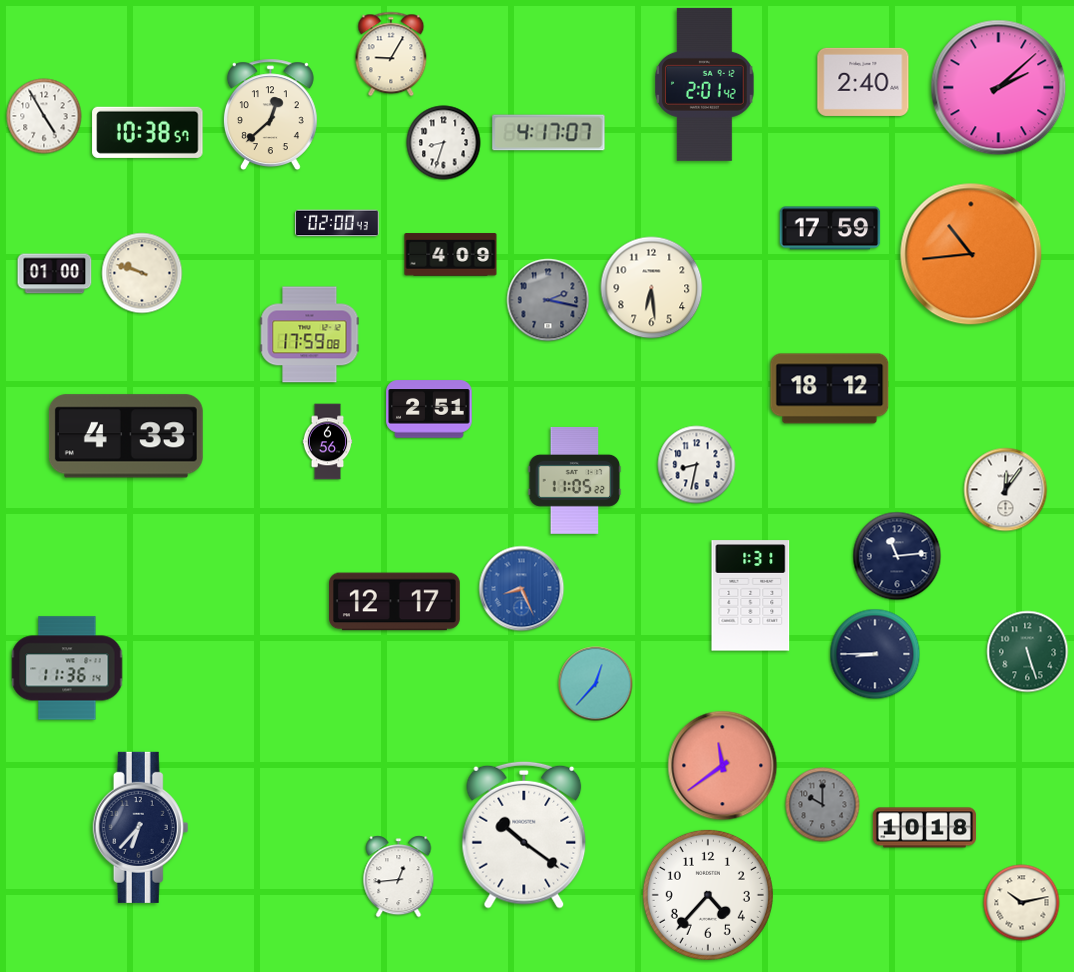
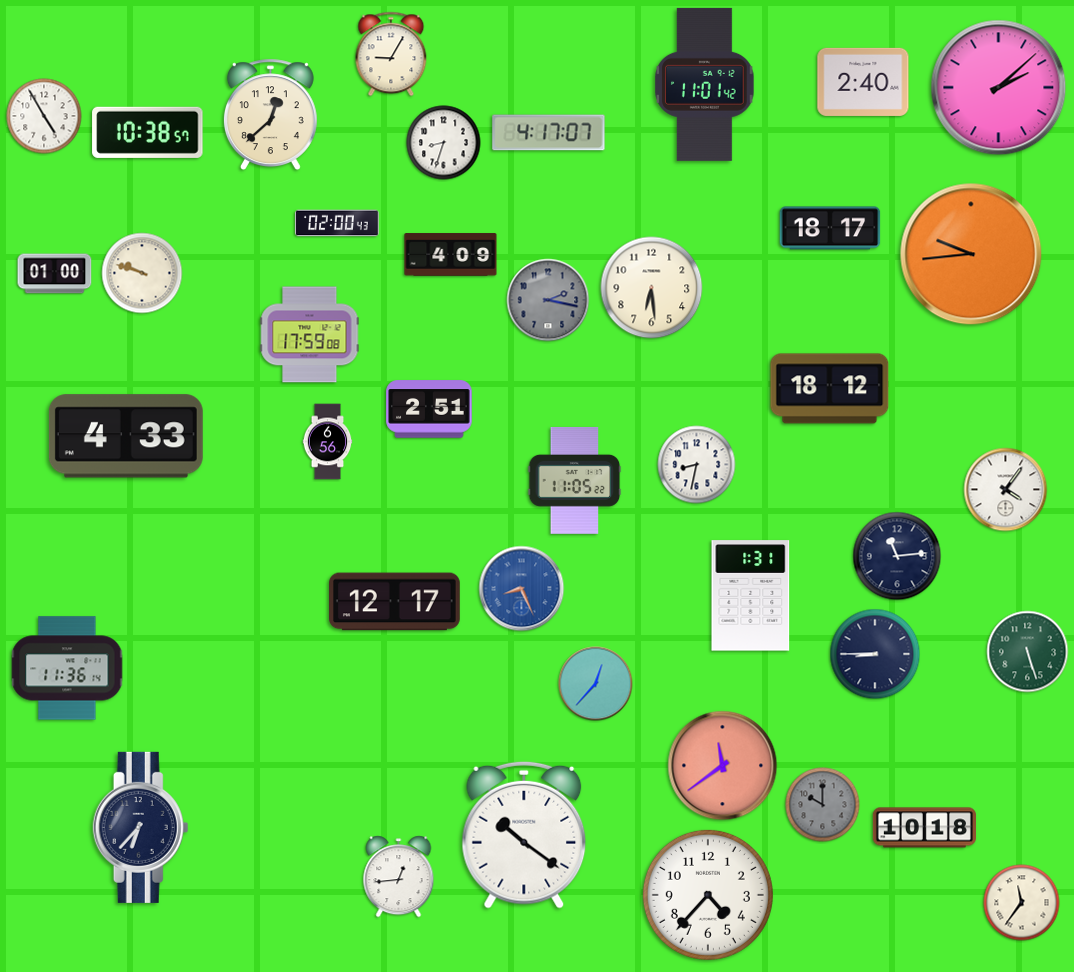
clock at (705, 84): 2:01 -> 11:01
clock at (830, 228): 17:59 -> 18:17
clock at (971, 254): 10:44 -> 9:44
clock at (1006, 490): 12:06 -> 4:06
clock at (1022, 903): 10:13 -> 11:36
